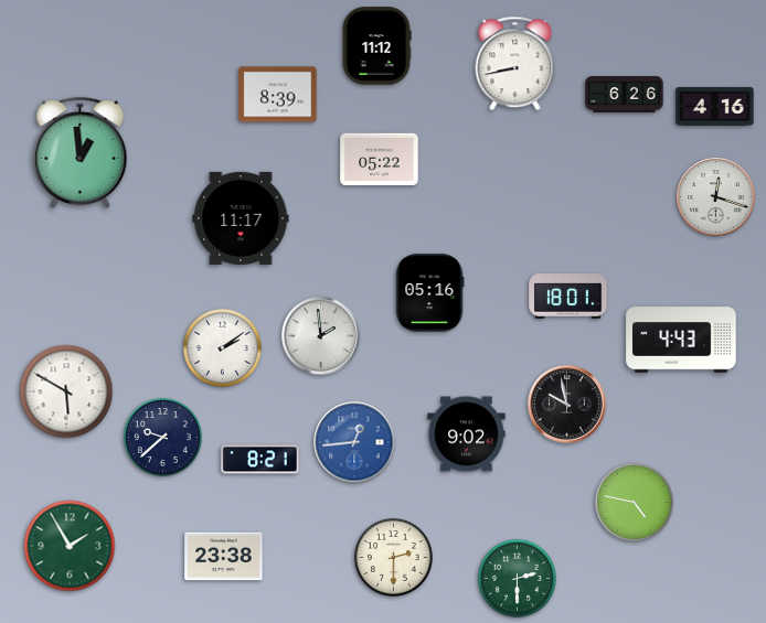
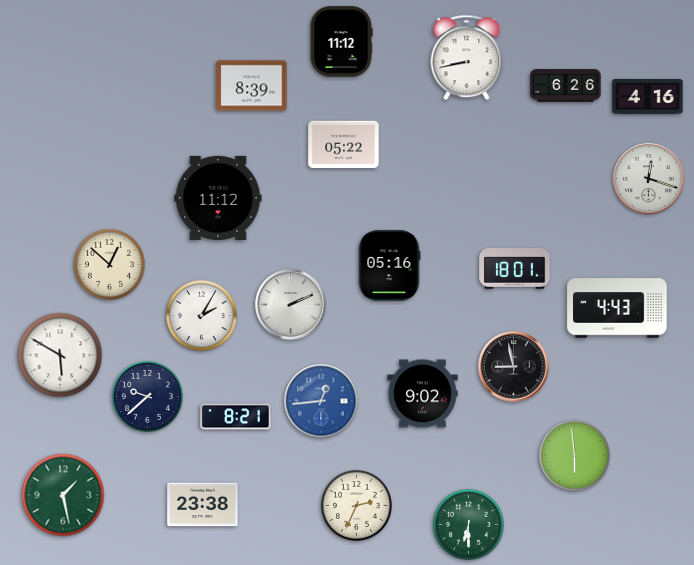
clock at (81, 152): 12:59 -> none
clock at (241, 218): 11:17 -> 11:12
clock at (109, 264): none -> 12:52
clock at (321, 336): 1:59 -> 2:11
clock at (222, 347): 2:09 -> 2:05
clock at (567, 405): 9:58 -> 8:58
clock at (634, 502): 4:47 -> 5:59
clock at (70, 546): 1:55 -> 1:28
clock at (393, 557): 2:30 -> 2:34
clock at (517, 578): 2:30 -> 6:30
